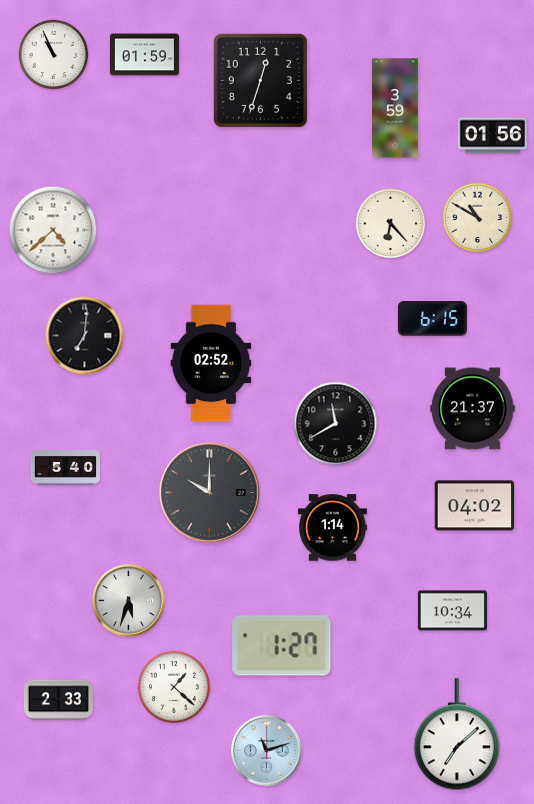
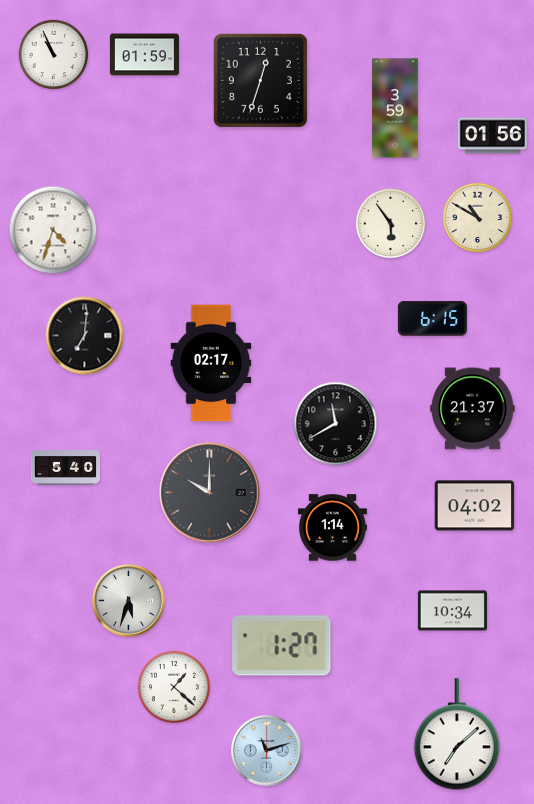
clock at (391, 224): 6:23 -> 5:54
clock at (53, 230): 4:38 -> 4:33
clock at (211, 363): 02:52 -> 02:17
clock at (58, 700): 2:33 -> none
